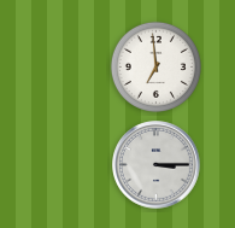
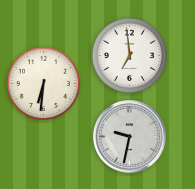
clock at (43, 83): none -> 6:31
clock at (157, 165): 3:15 -> 9:32
